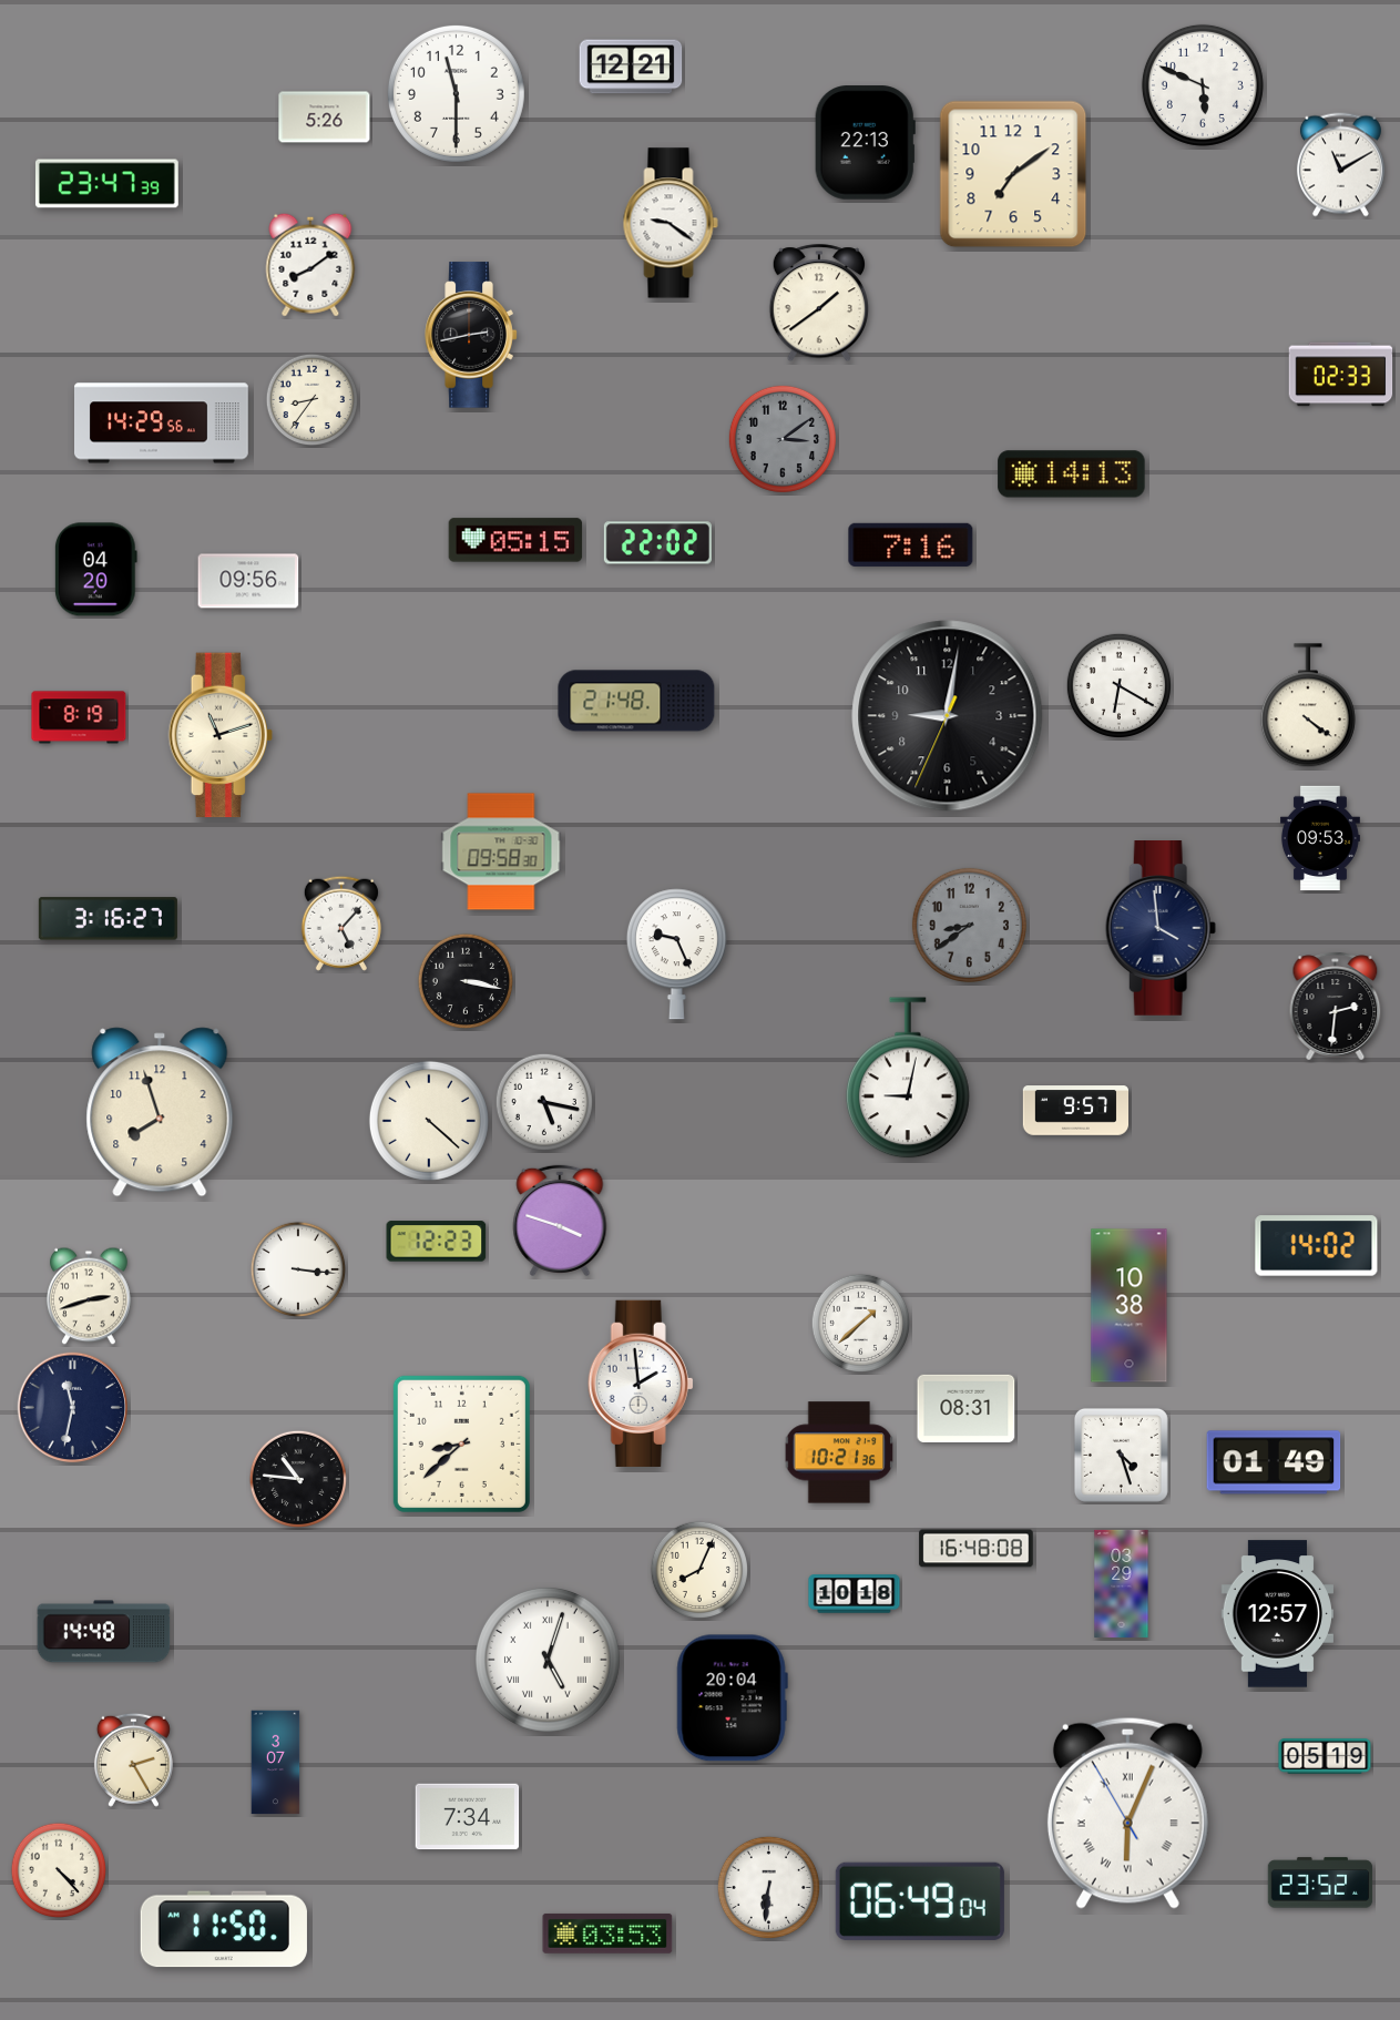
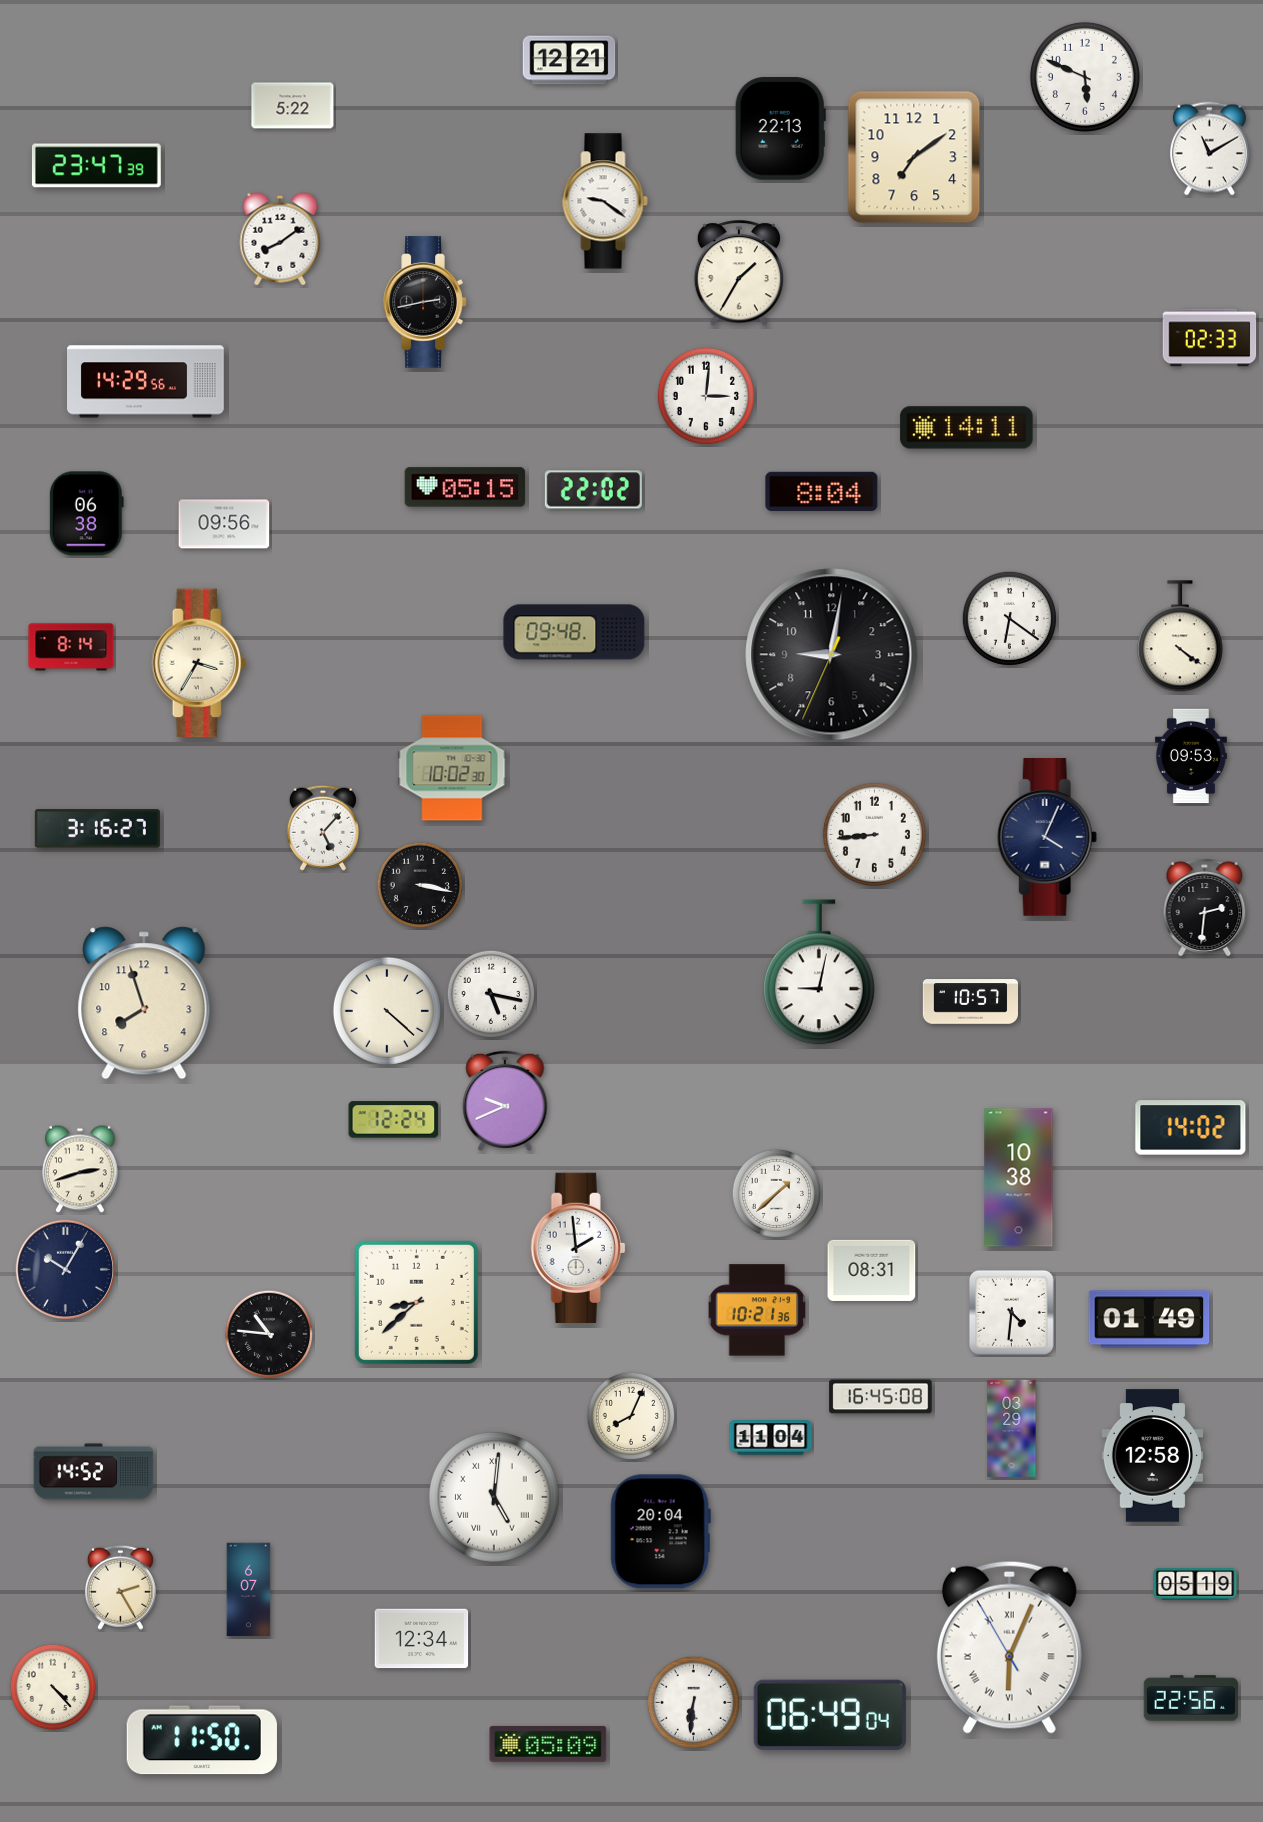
clock at (456, 93): 11:30 -> none
clock at (325, 118): 5:26 -> 5:22
clock at (819, 304): 1:39 -> 1:35
clock at (313, 400): 8:36 -> none
clock at (783, 439): 3:09 -> 3:01
clock at (783, 439) dial: grey -> white
clock at (1072, 475): 14:13 -> 14:11
clock at (911, 544): 7:16 -> 8:04
clock at (95, 570): 04:20 -> 06:38
clock at (1118, 685): 6:20 -> 6:21
clock at (636, 701): 21:48 -> 09:48
clock at (948, 716) position: (948, 716) -> (832, 655)
clock at (79, 717): 8:19 -> 8:14
clock at (221, 735): 11:12 -> 3:35
clock at (501, 851): 09:58 -> 10:02
clock at (341, 924) position: (341, 924) -> (323, 828)
clock at (969, 925): 8:39 -> 8:44
clock at (969, 925) dial: grey -> white
clock at (1161, 929): 3:59 -> 4:04
clock at (676, 955): 9:26 -> none
clock at (1075, 1111): 9:57 -> 10:57
clock at (560, 1221): 3:48 -> 9:41
clock at (437, 1242): 12:23 -> 12:24
clock at (1317, 1246) position: (1317, 1246) -> (1191, 1128)
clock at (298, 1269): 3:16 -> none
clock at (73, 1408): 11:32 -> 10:05
clock at (1121, 1455): 4:27 -> 4:31
clock at (977, 1549): 16:48 -> 16:45
clock at (855, 1594): 10:18 -> 11:04
clock at (1277, 1614): 12:57 -> 12:58
clock at (104, 1632): 14:48 -> 14:52
clock at (548, 1660): 5:03 -> 5:01
clock at (276, 1763): 3:07 -> 6:07
clock at (1127, 1813) position: (1127, 1813) -> (1009, 1647)
clock at (468, 1817): 7:34 -> 12:34
clock at (1320, 1883): 23:52 -> 22:56
clock at (607, 1934): 03:53 -> 05:09
